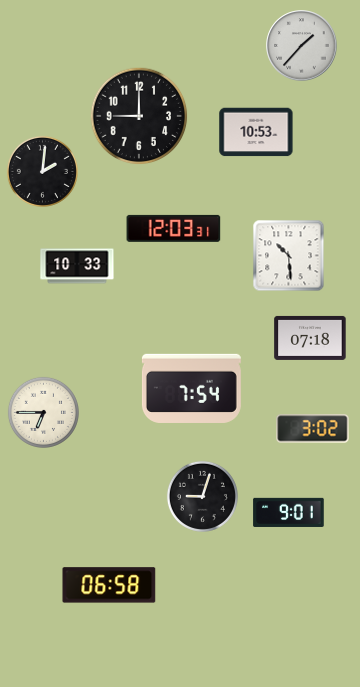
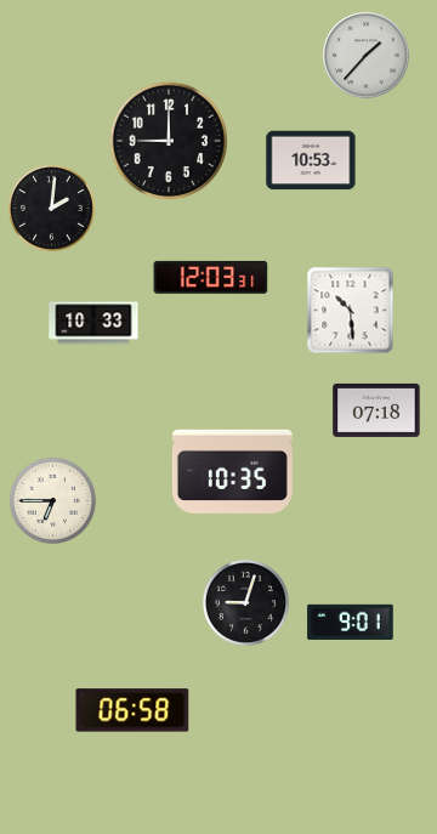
clock at (191, 388): 7:54 -> 10:35
clock at (313, 429): 3:02 -> none
